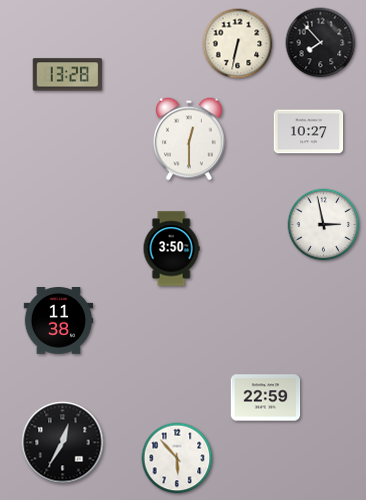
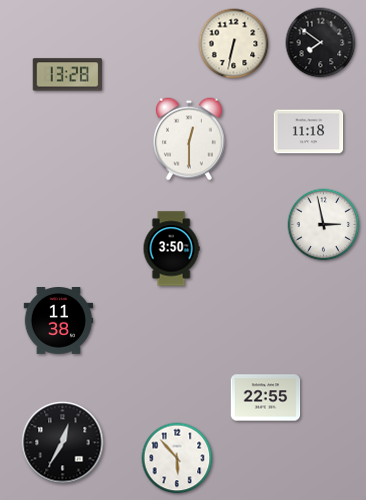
clock at (321, 43): 7:53 -> 7:51
clock at (238, 44) position: (238, 44) -> (234, 44)
clock at (309, 132): 10:27 -> 11:18
clock at (266, 398): 22:59 -> 22:55
